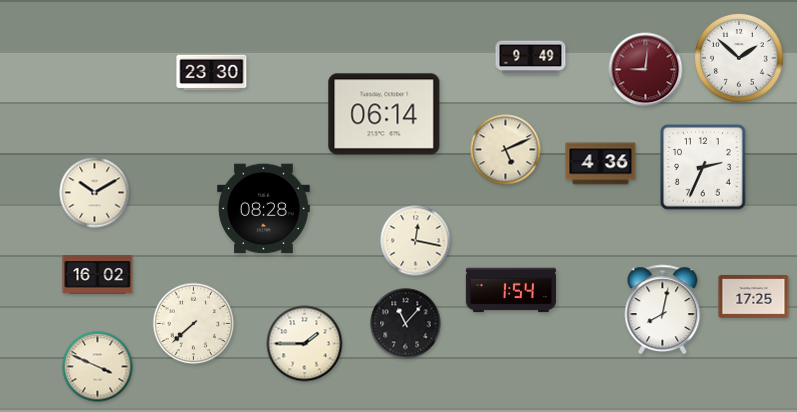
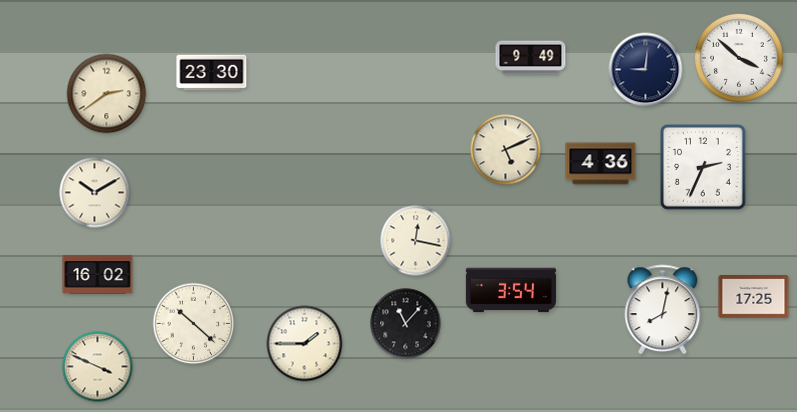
clock at (739, 58): 1:52 -> 3:52
clock at (646, 70) dial: burgundy -> navy
clock at (107, 94): none -> 2:39
clock at (384, 114): 06:14 -> none
clock at (264, 209): 08:28 -> none
clock at (511, 290): 1:54 -> 3:54
clock at (194, 324): 7:38 -> 10:22
